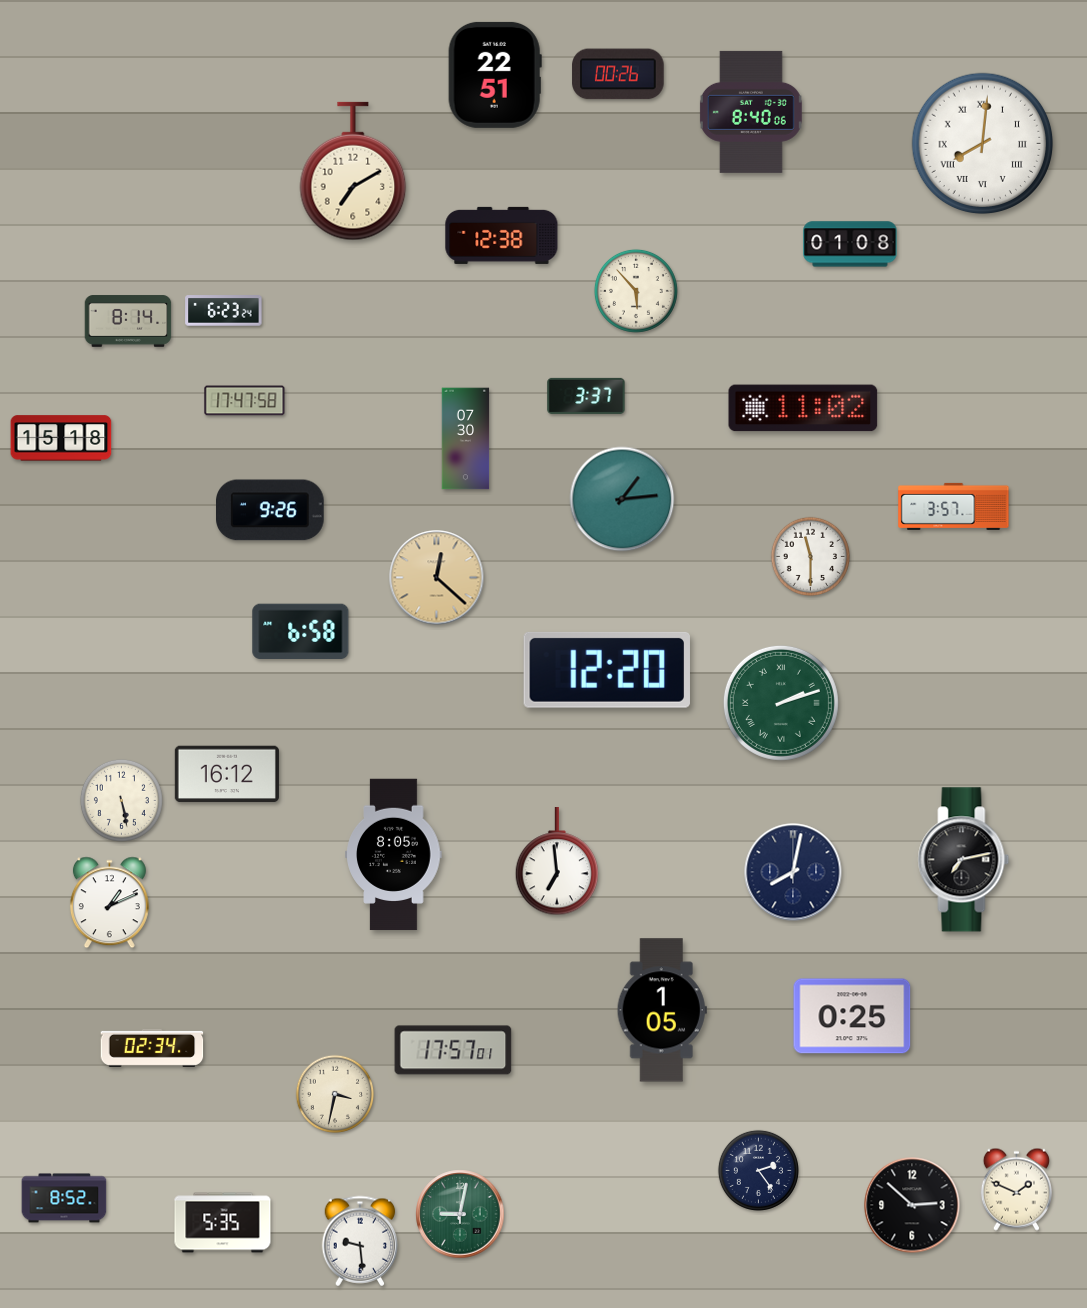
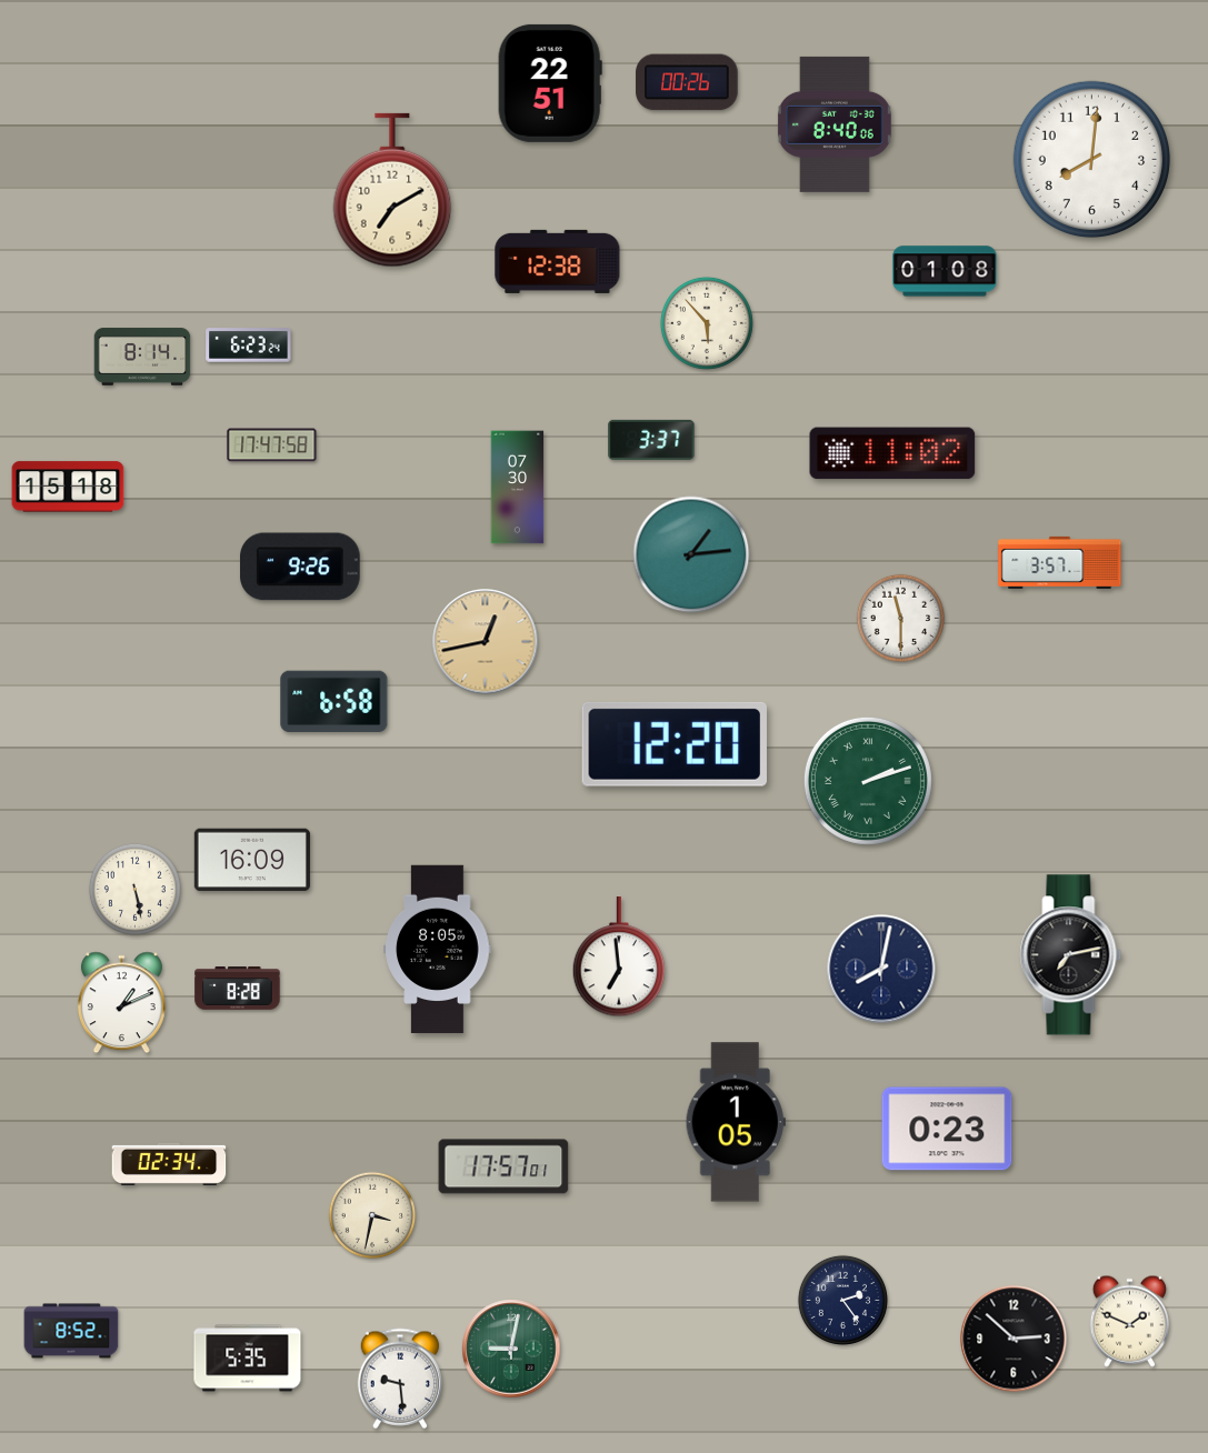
clock at (983, 144) numerals: Roman -> Arabic
clock at (437, 578): 12:22 -> 12:43
clock at (227, 774): 16:12 -> 16:09
clock at (238, 989): none -> 8:28
clock at (852, 1016): 0:25 -> 0:23
